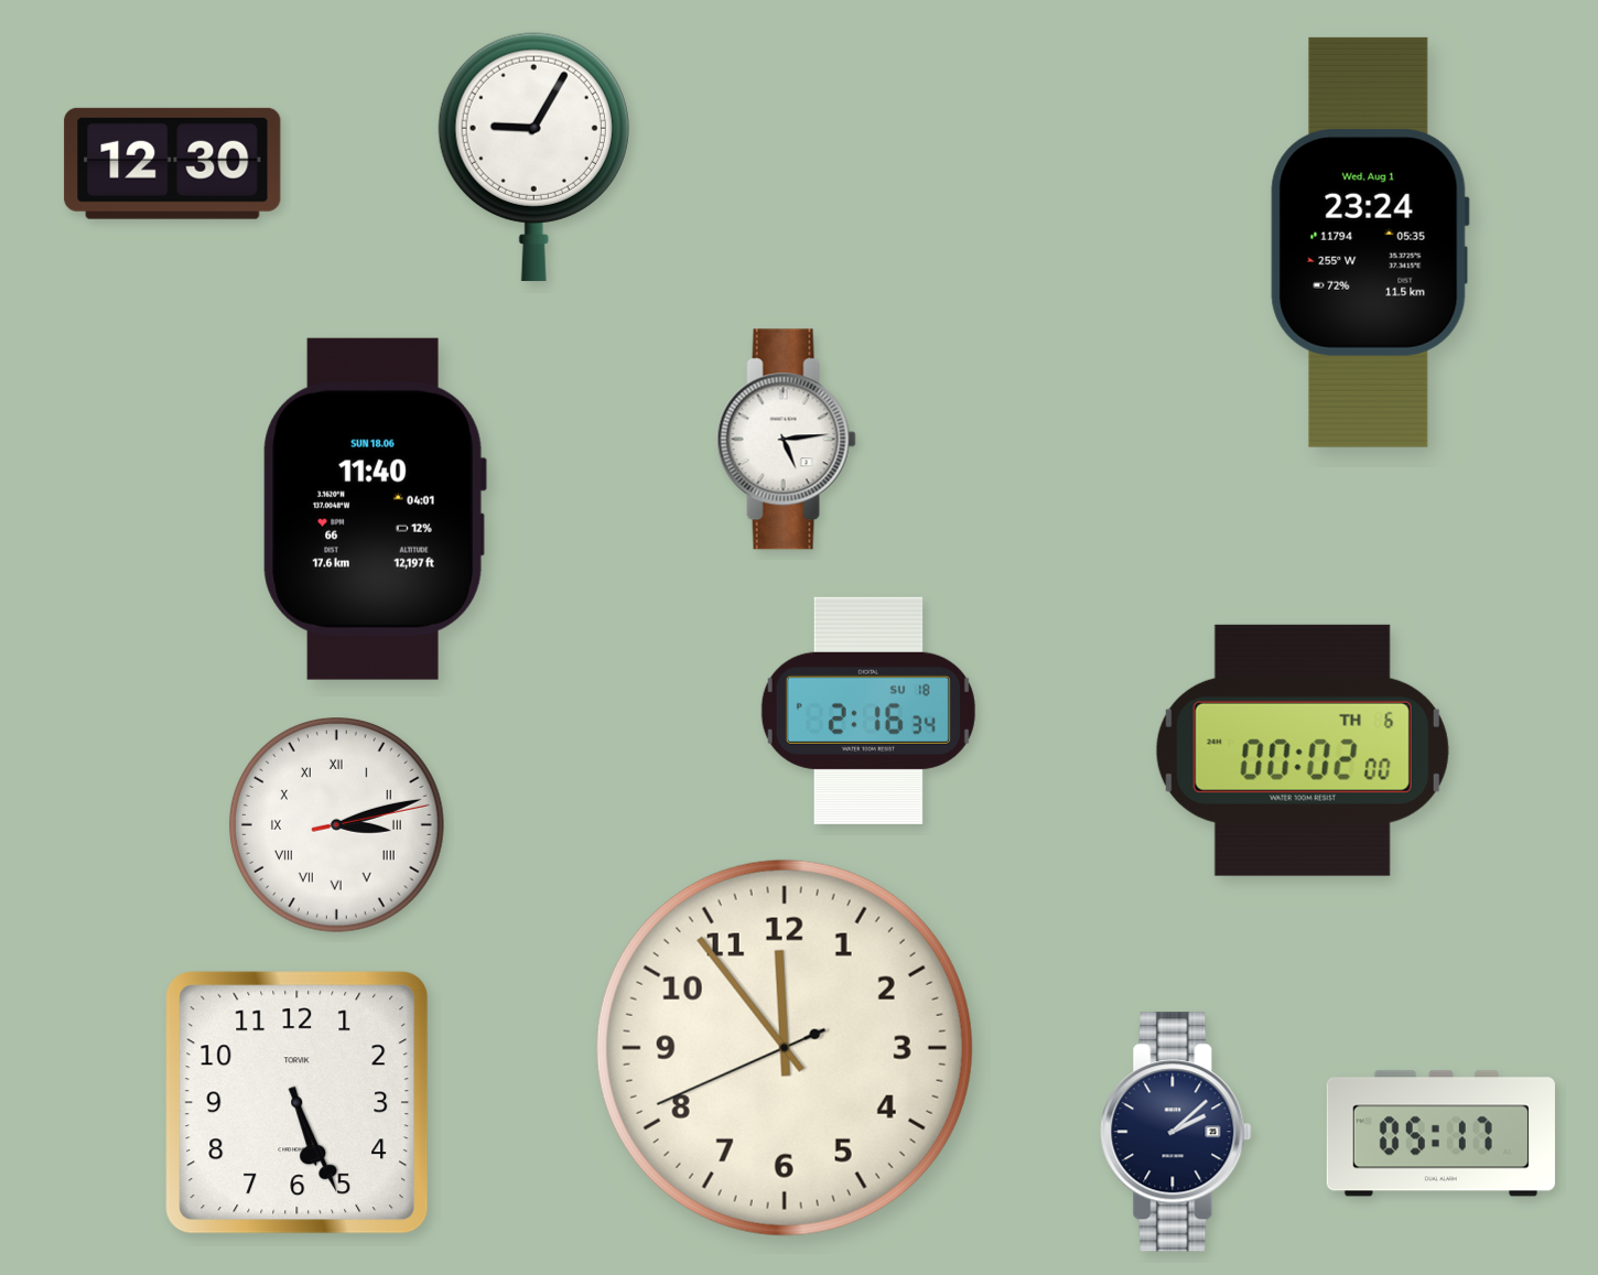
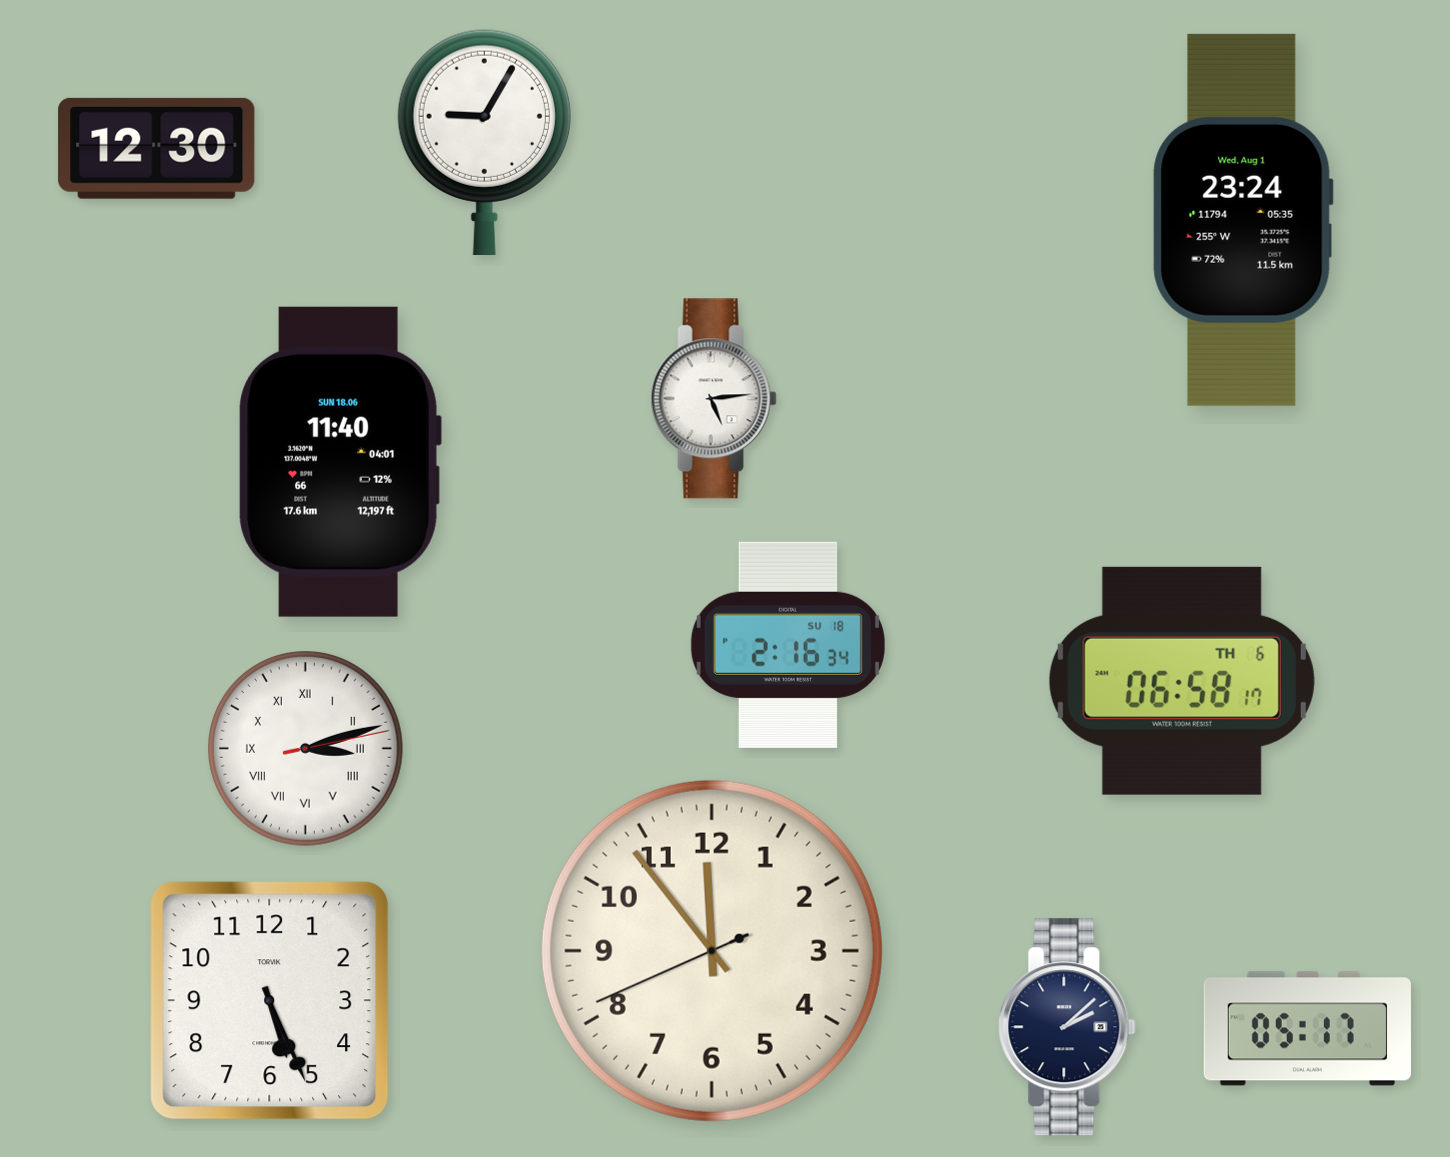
clock at (1303, 750): 00:02 -> 06:58
